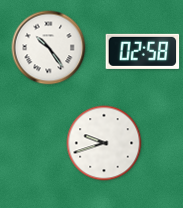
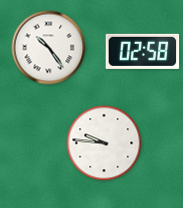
clock at (104, 143): 9:42 -> 9:46
